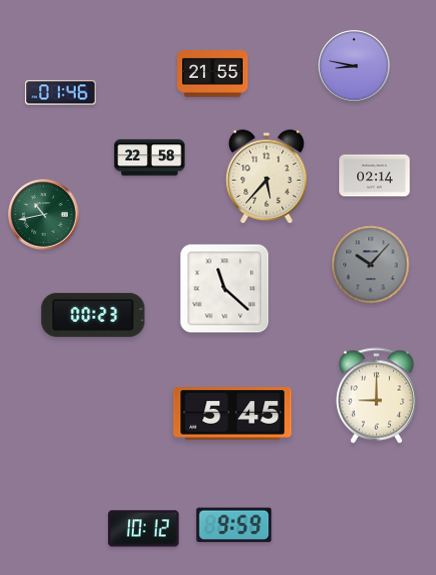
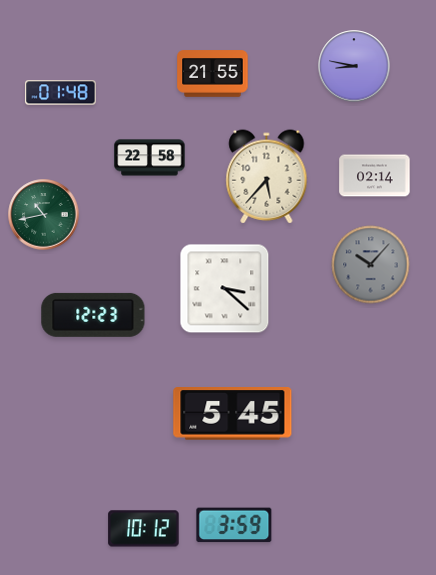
clock at (61, 93): 01:46 -> 01:48
clock at (225, 289): 11:22 -> 3:22
clock at (93, 315): 00:23 -> 12:23
clock at (376, 396): 9:00 -> none
clock at (234, 525): 9:59 -> 3:59
